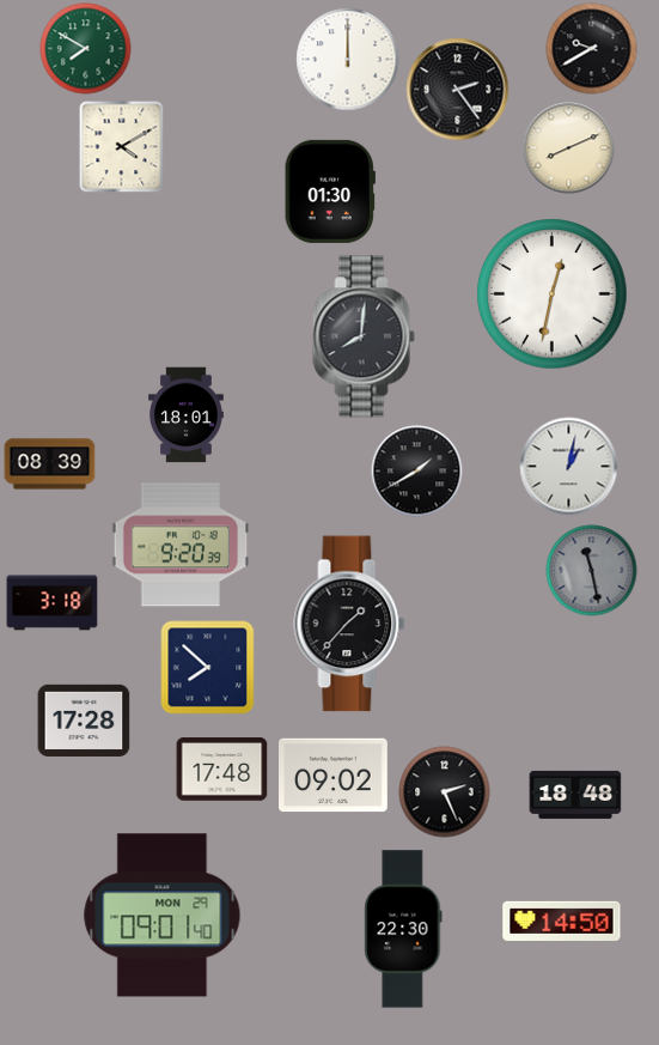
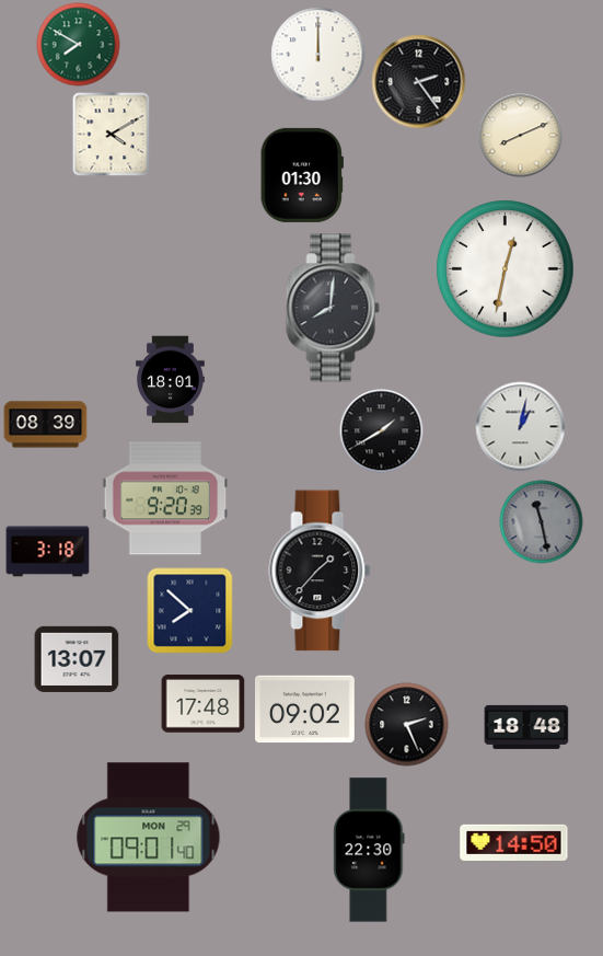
clock at (592, 49): 9:40 -> none
clock at (84, 721): 17:28 -> 13:07
